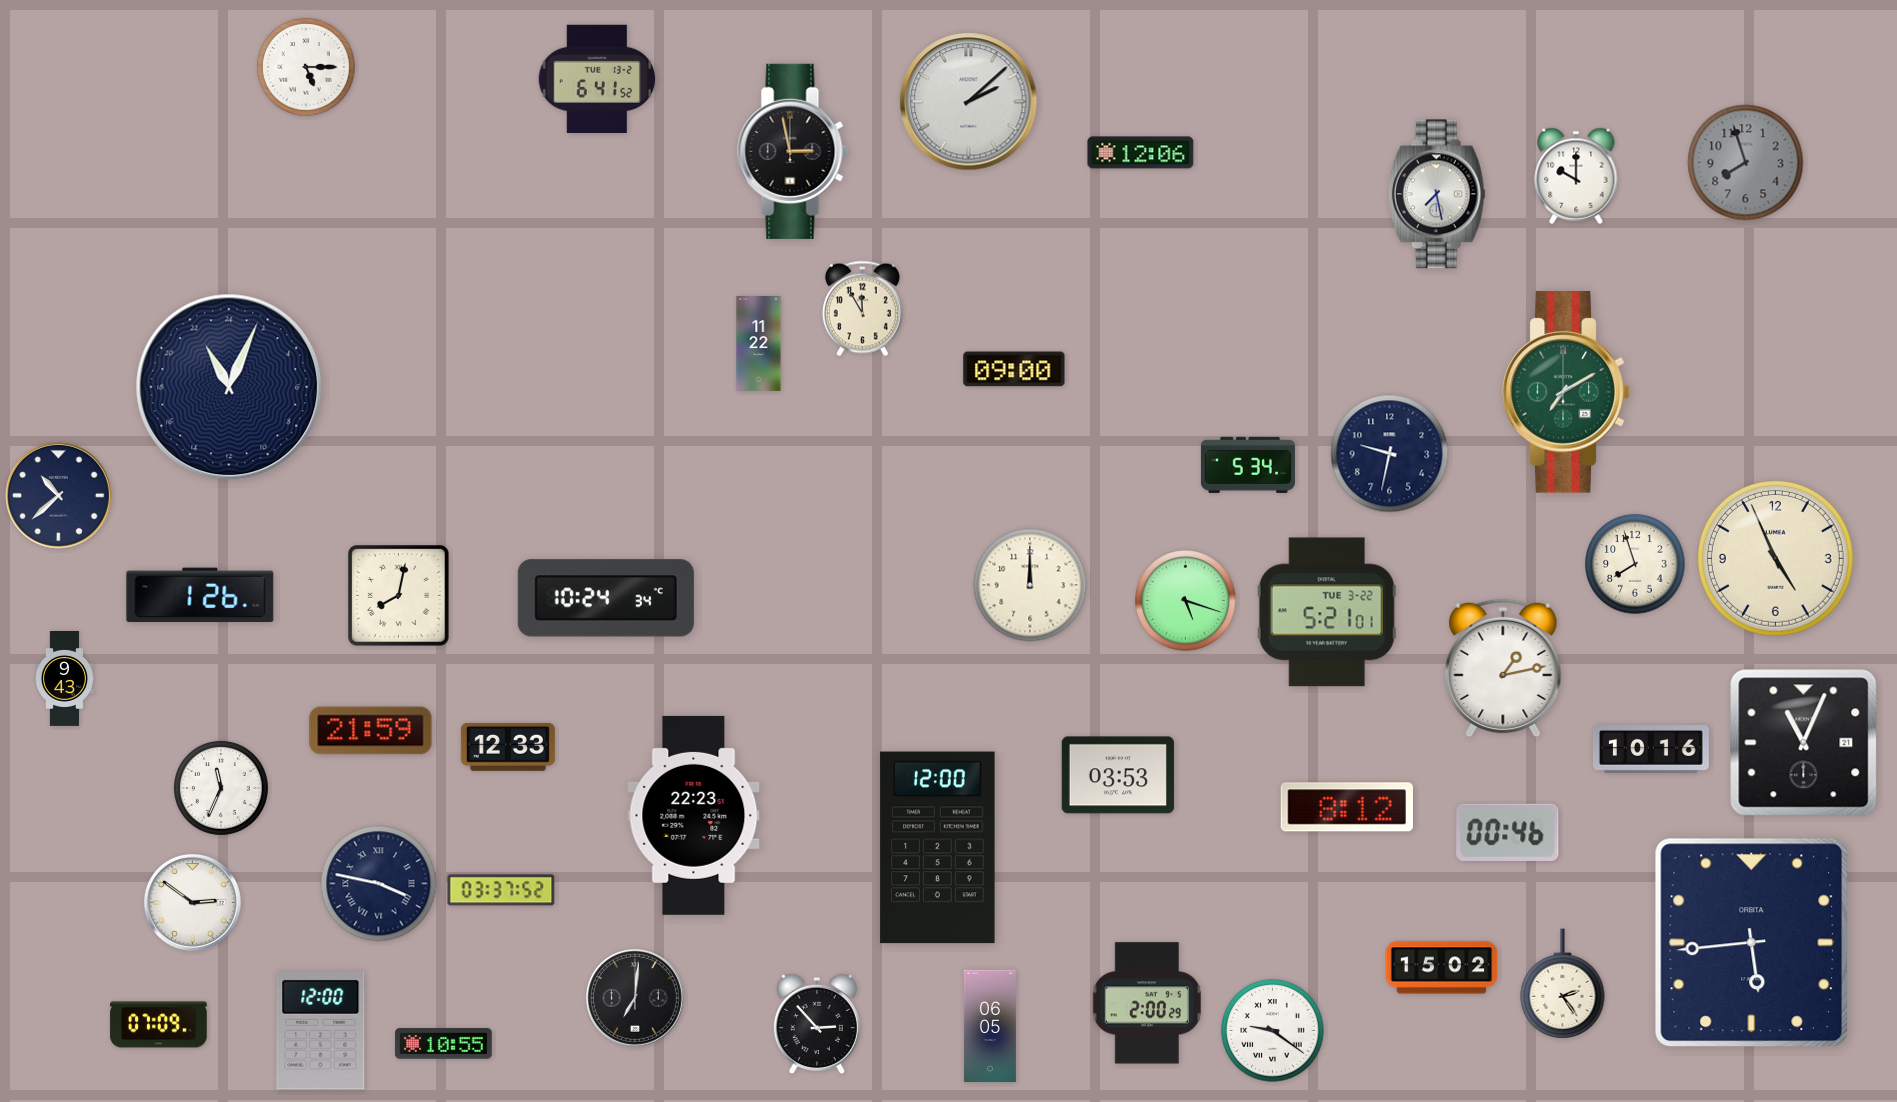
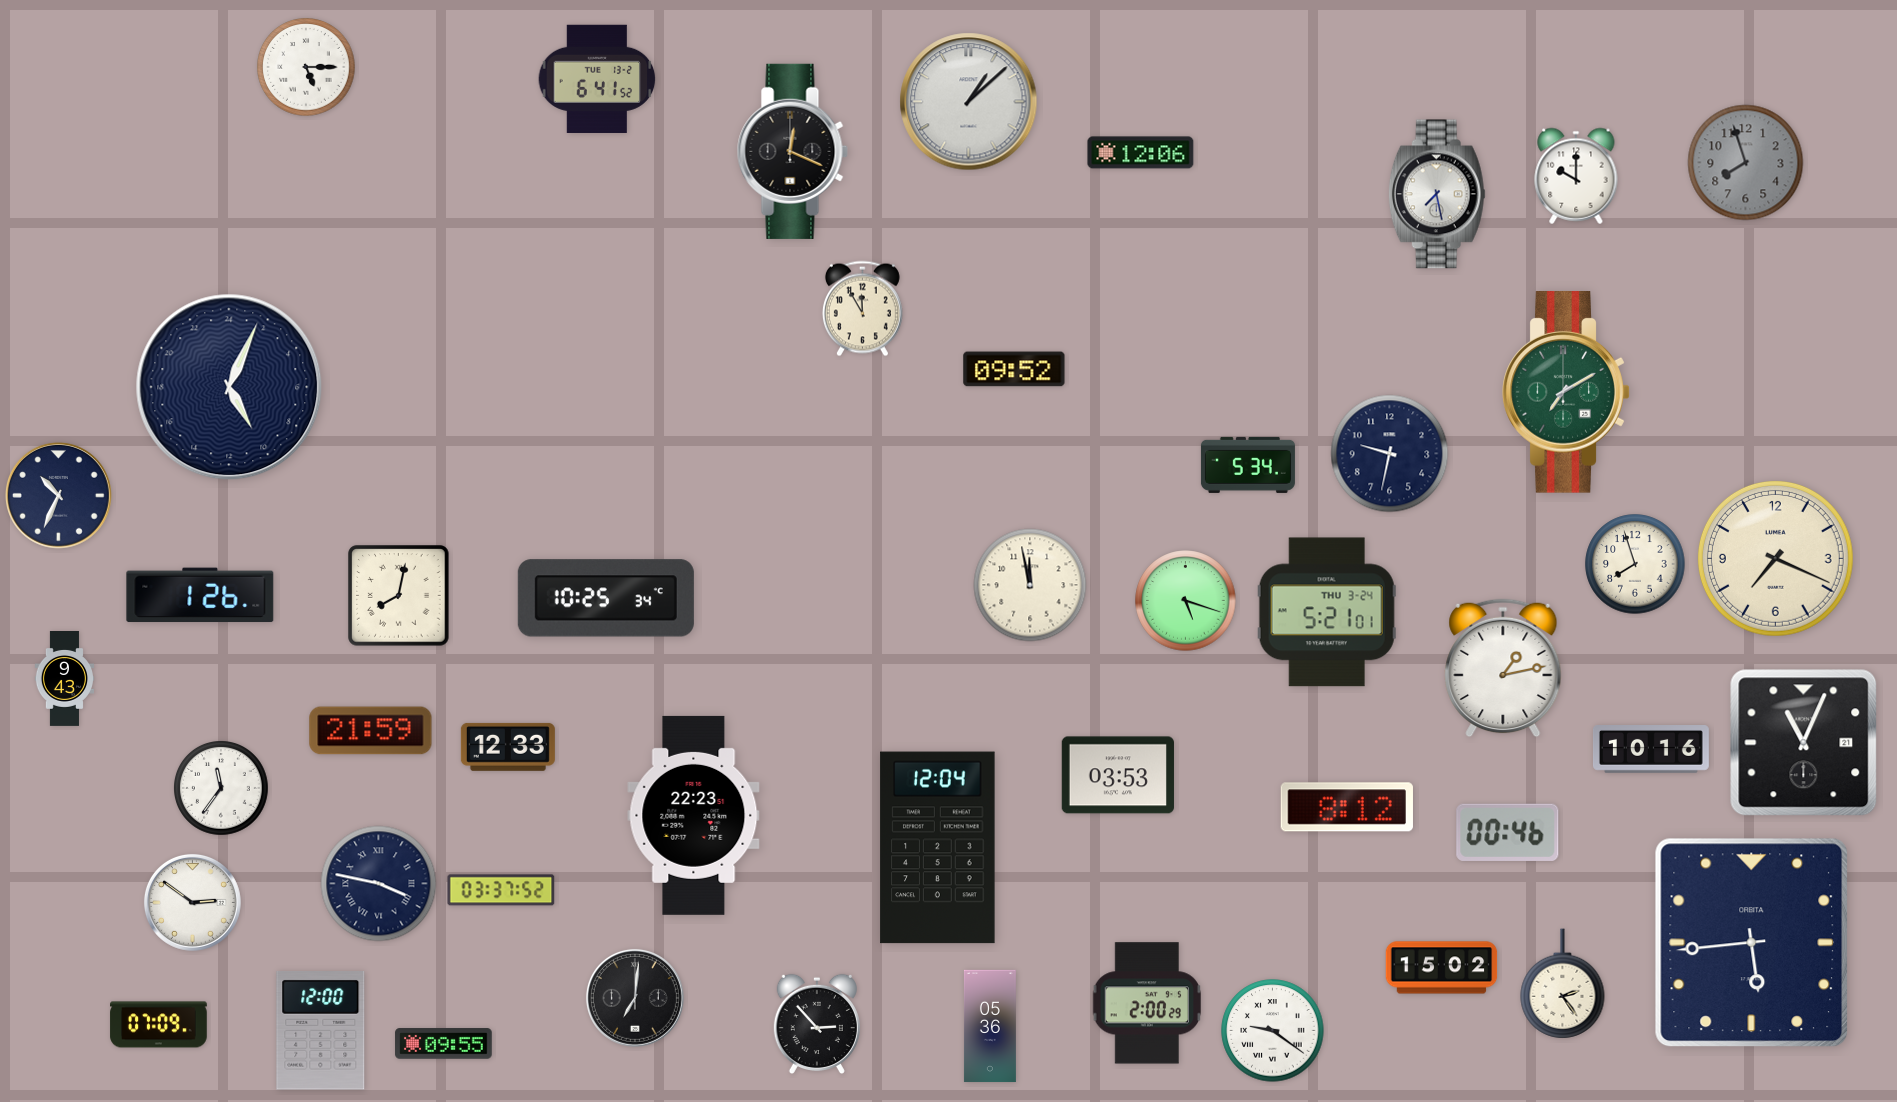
clock at (969, 102): 2:08 -> 1:08
clock at (792, 151): 2:58 -> 12:19
clock at (759, 344): 11:22 -> none
clock at (1014, 369): 09:00 -> 09:52
clock at (229, 387): 22:04 -> 10:04
clock at (58, 495): 10:38 -> 10:34
clock at (1775, 558): 4:56 -> 7:19
clock at (1030, 585): 12:00 -> 11:58
clock at (606, 598): 10:24 -> 10:25
clock at (1327, 612) date: TUE 3-22 -> THU 3-24
clock at (222, 789): 11:34 -> 11:36
clock at (938, 848): 12:00 -> 12:04
clock at (990, 1026): 06:05 -> 05:36
clock at (444, 1044): 10:55 -> 09:55
